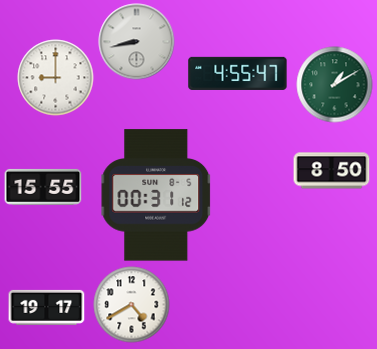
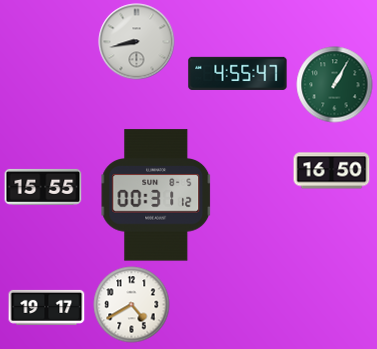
clock at (56, 78): 9:00 -> none
clock at (335, 85): 1:10 -> 1:05
clock at (332, 171): 8:50 -> 16:50
